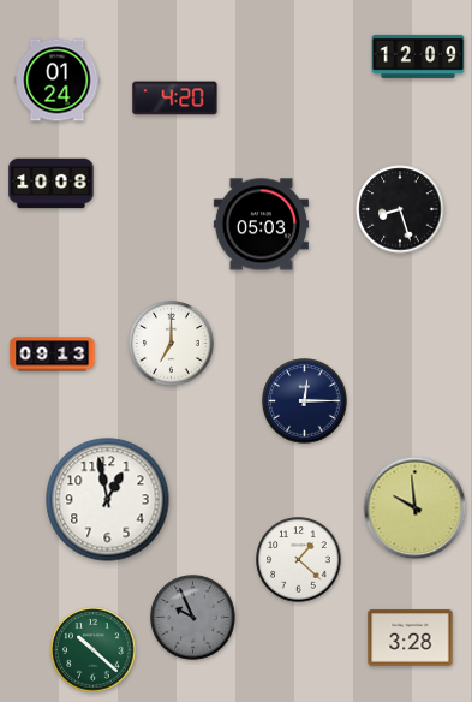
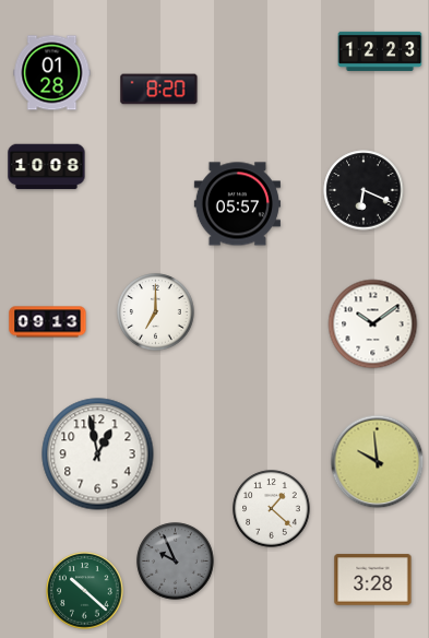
clock at (418, 56): 12:09 -> 12:23
clock at (58, 81): 01:24 -> 01:28
clock at (175, 99): 4:20 -> 8:20
clock at (400, 209): 8:27 -> 6:19
clock at (261, 225): 05:03 -> 05:57
clock at (373, 324): none -> 10:09
clock at (305, 401): 12:15 -> none
